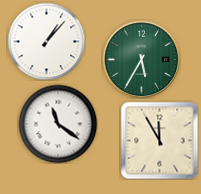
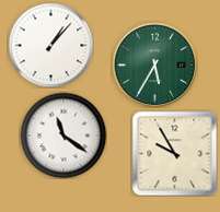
clock at (159, 140): 11:55 -> 9:55
